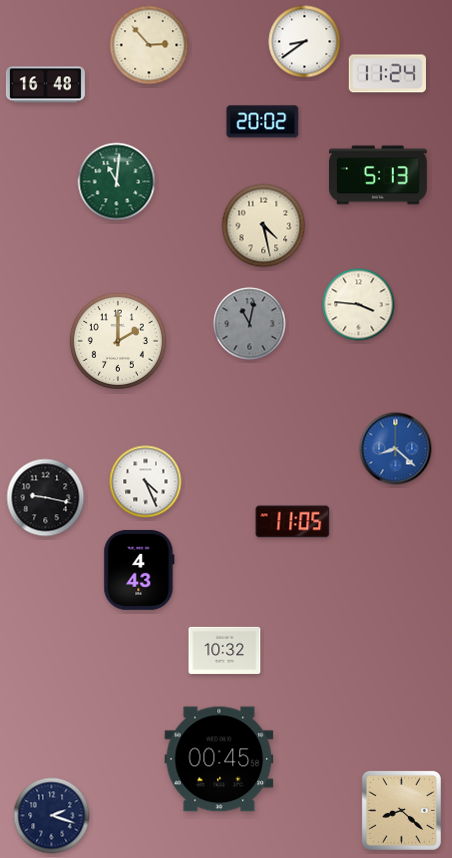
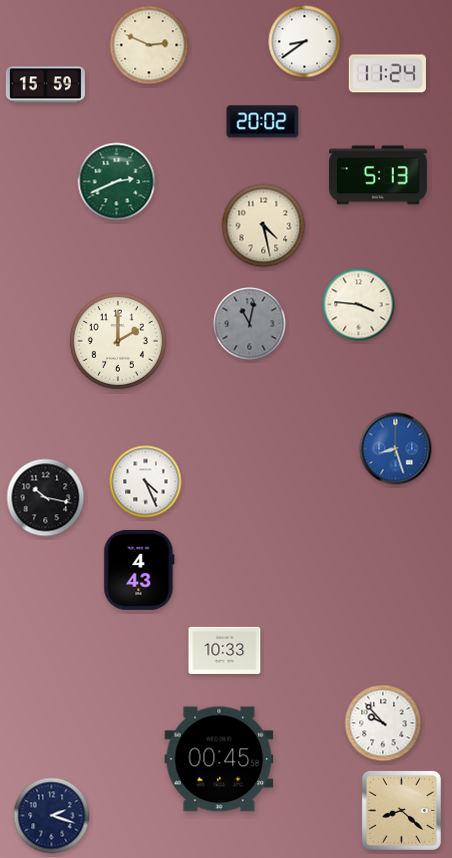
clock at (149, 45): 2:53 -> 2:49
clock at (45, 85): 16:48 -> 15:59
clock at (117, 182): 11:01 -> 2:41
clock at (396, 449): 8:22 -> 8:27
clock at (46, 498): 9:17 -> 10:17
clock at (293, 522): 11:05 -> none
clock at (225, 650): 10:32 -> 10:33
clock at (383, 723): none -> 9:53
